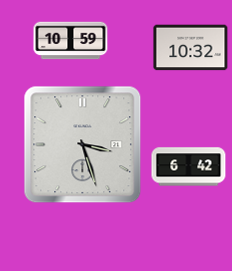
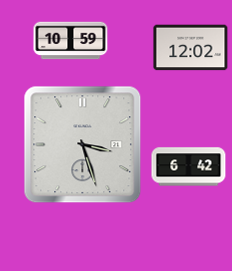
clock at (191, 48): 10:32 -> 12:02
